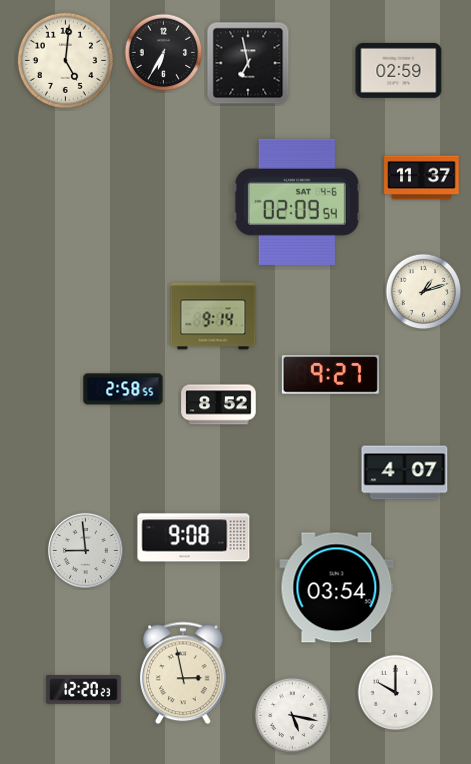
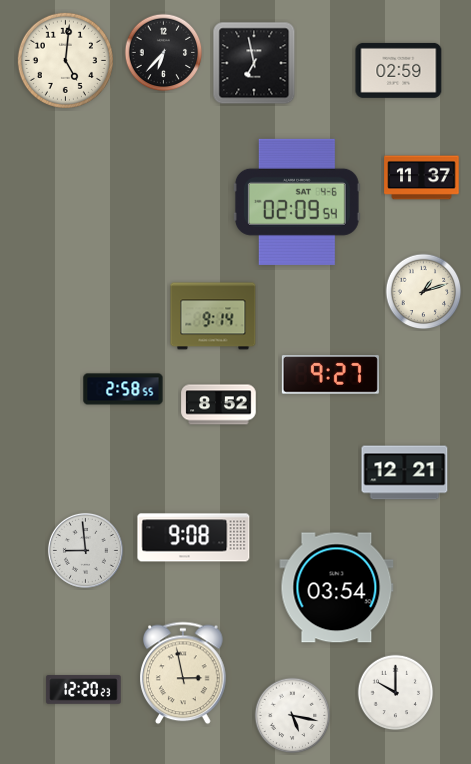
clock at (164, 53): 6:35 -> 6:37
clock at (248, 63) position: (248, 63) -> (254, 63)
clock at (405, 473): 4:07 -> 12:21
